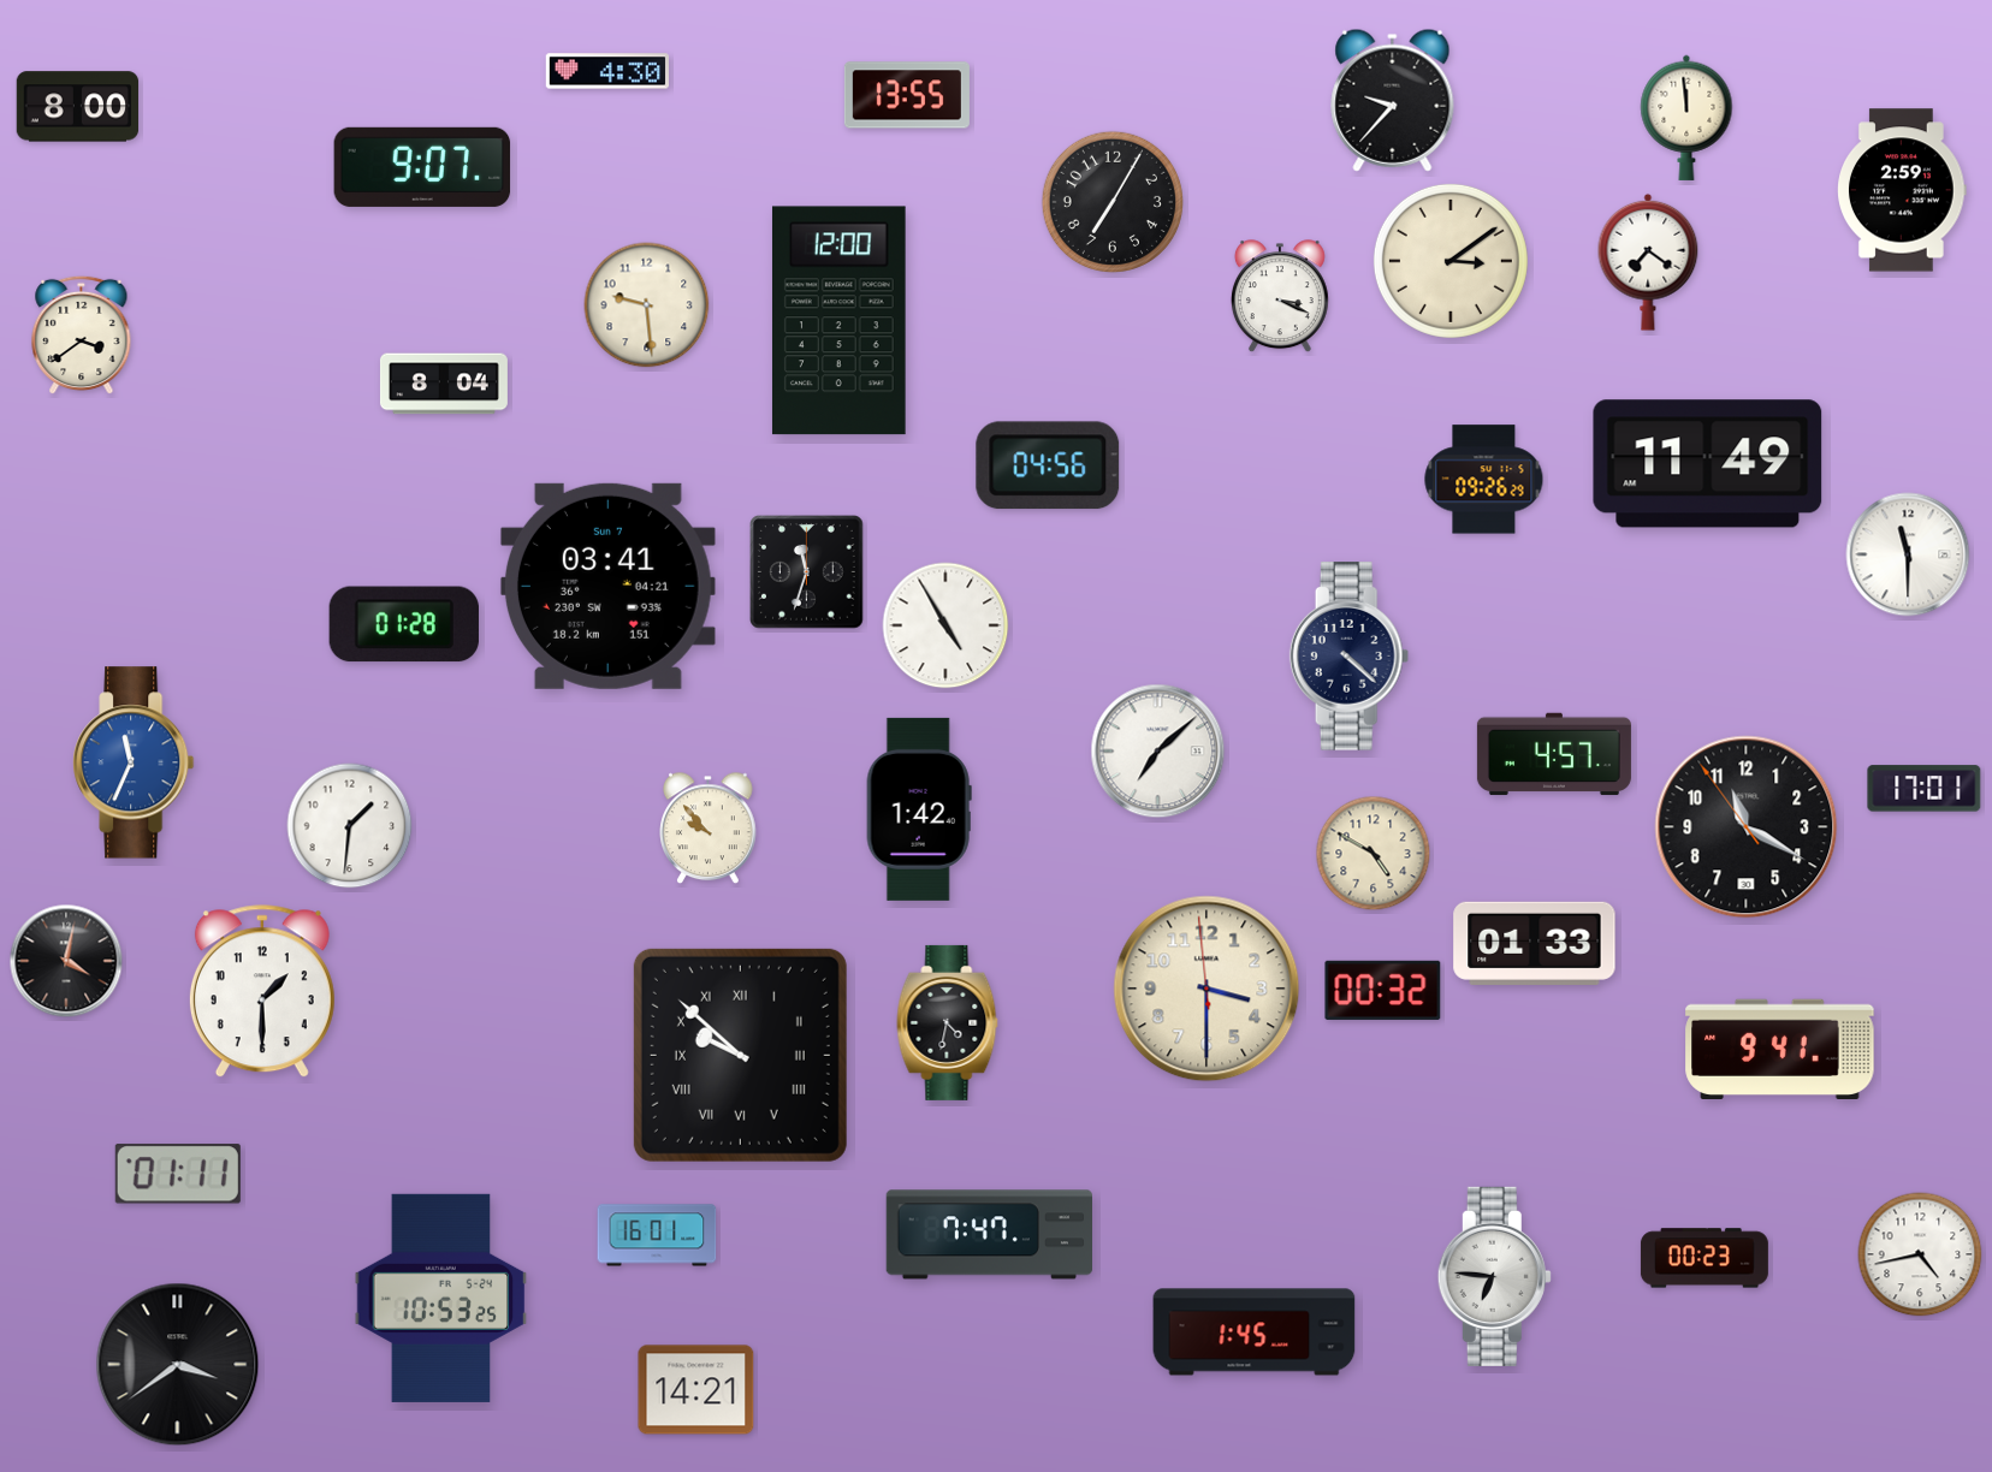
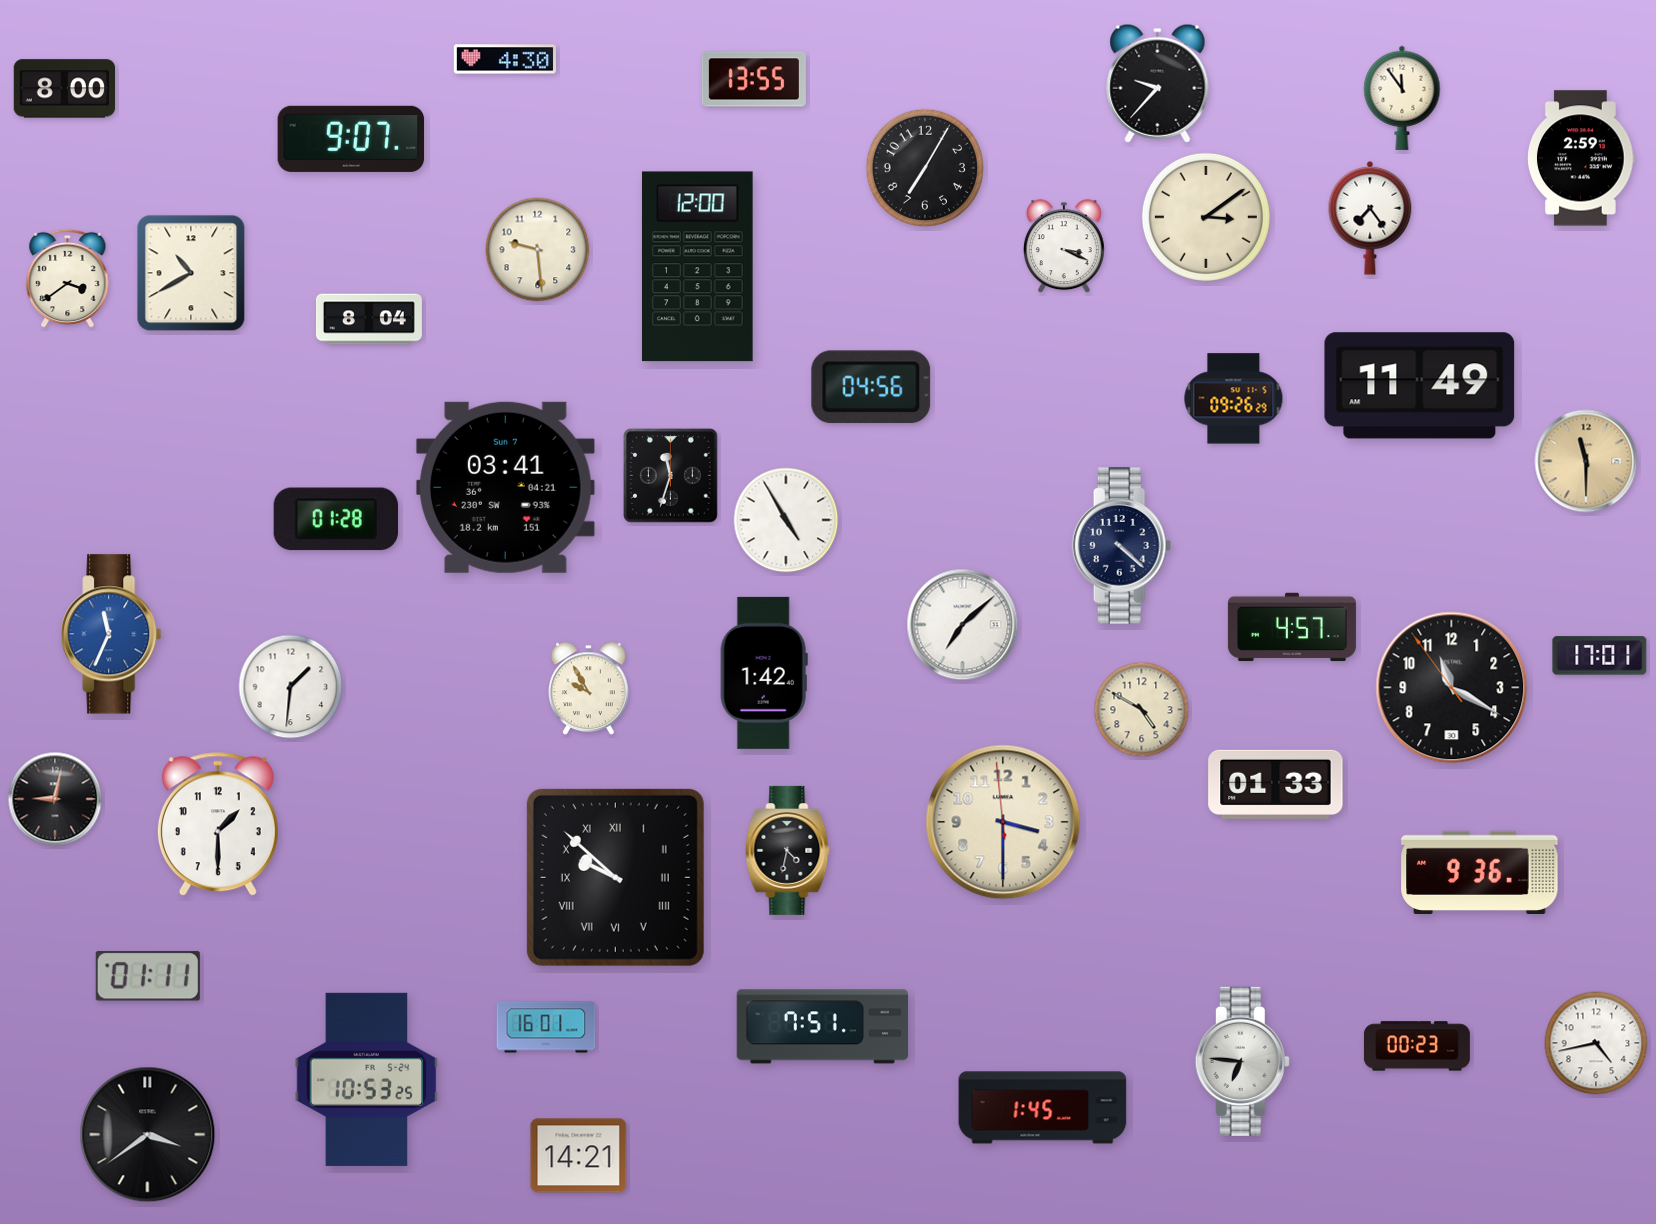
clock at (1686, 118): 11:59 -> 11:54
clock at (1648, 262): 7:21 -> 7:24
clock at (647, 305) position: (647, 305) -> (538, 250)
clock at (191, 273): none -> 10:40
clock at (1908, 554) dial: white -> champagne
clock at (709, 829): 9:53 -> 9:55
clock at (66, 961): 4:02 -> 9:02
clock at (1383, 990): 00:32 -> none
clock at (1780, 1049): 9:41 -> 9:36
clock at (989, 1235): 7:47 -> 7:51
